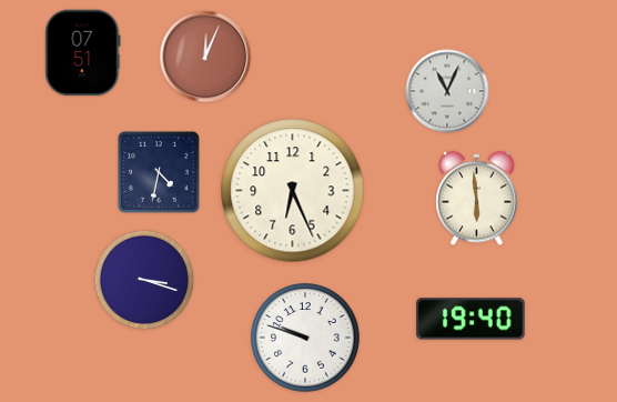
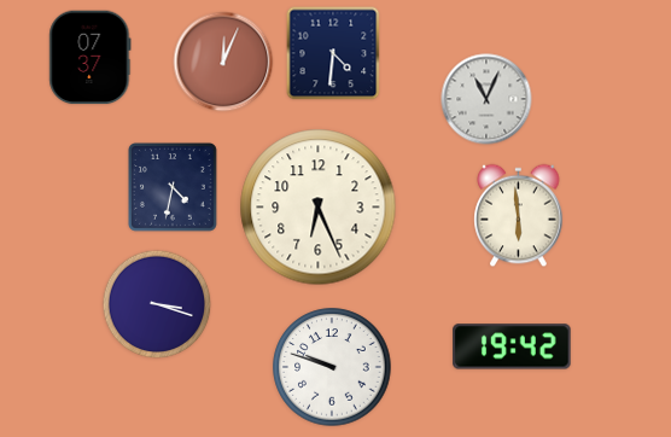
clock at (333, 53): none -> 4:31
clock at (83, 53): 07:51 -> 07:37
clock at (471, 319): 19:40 -> 19:42
